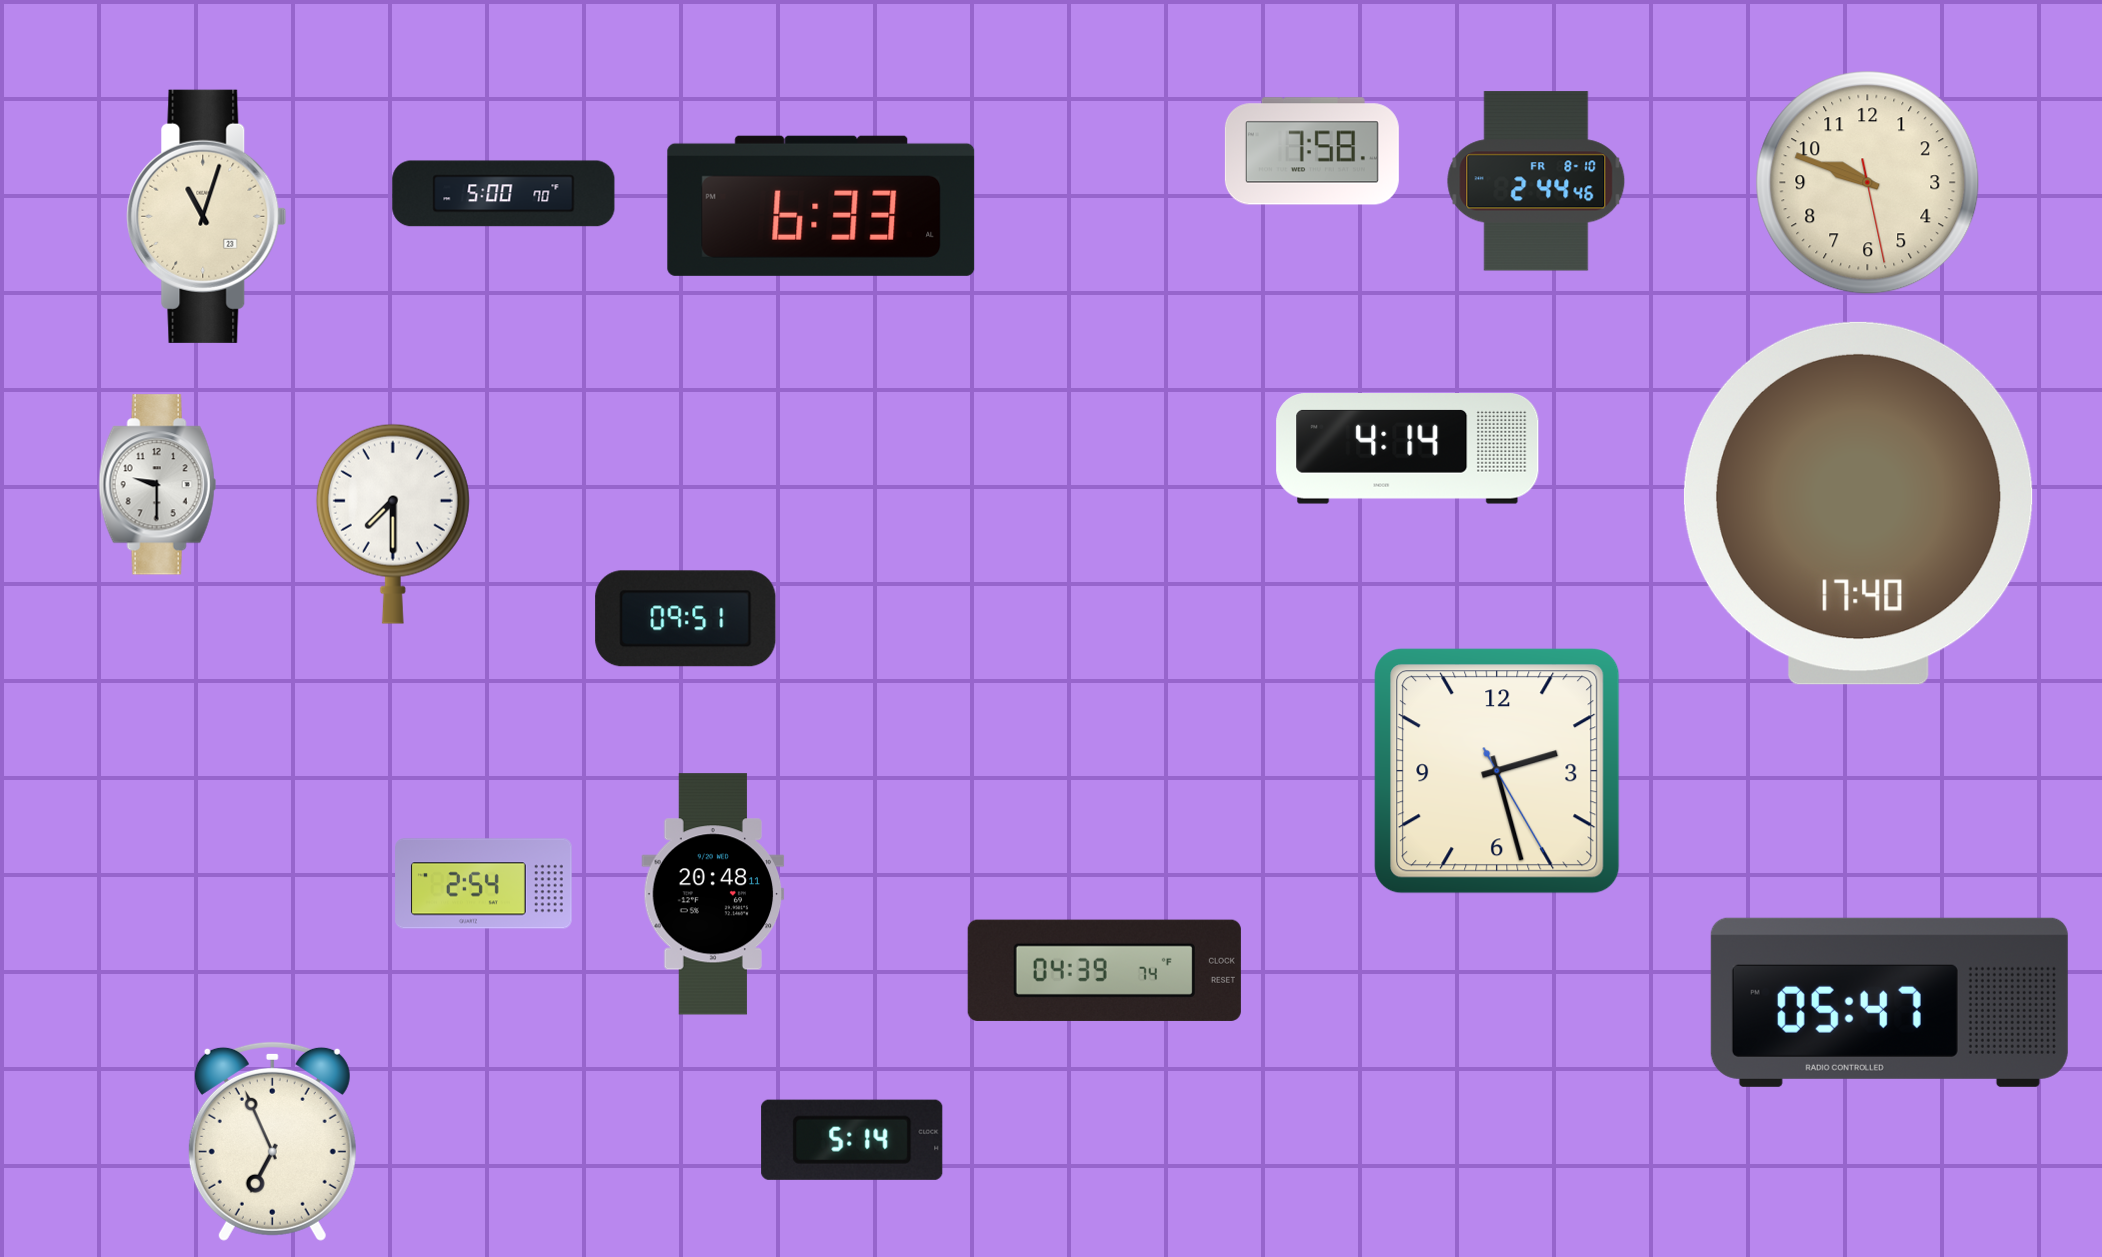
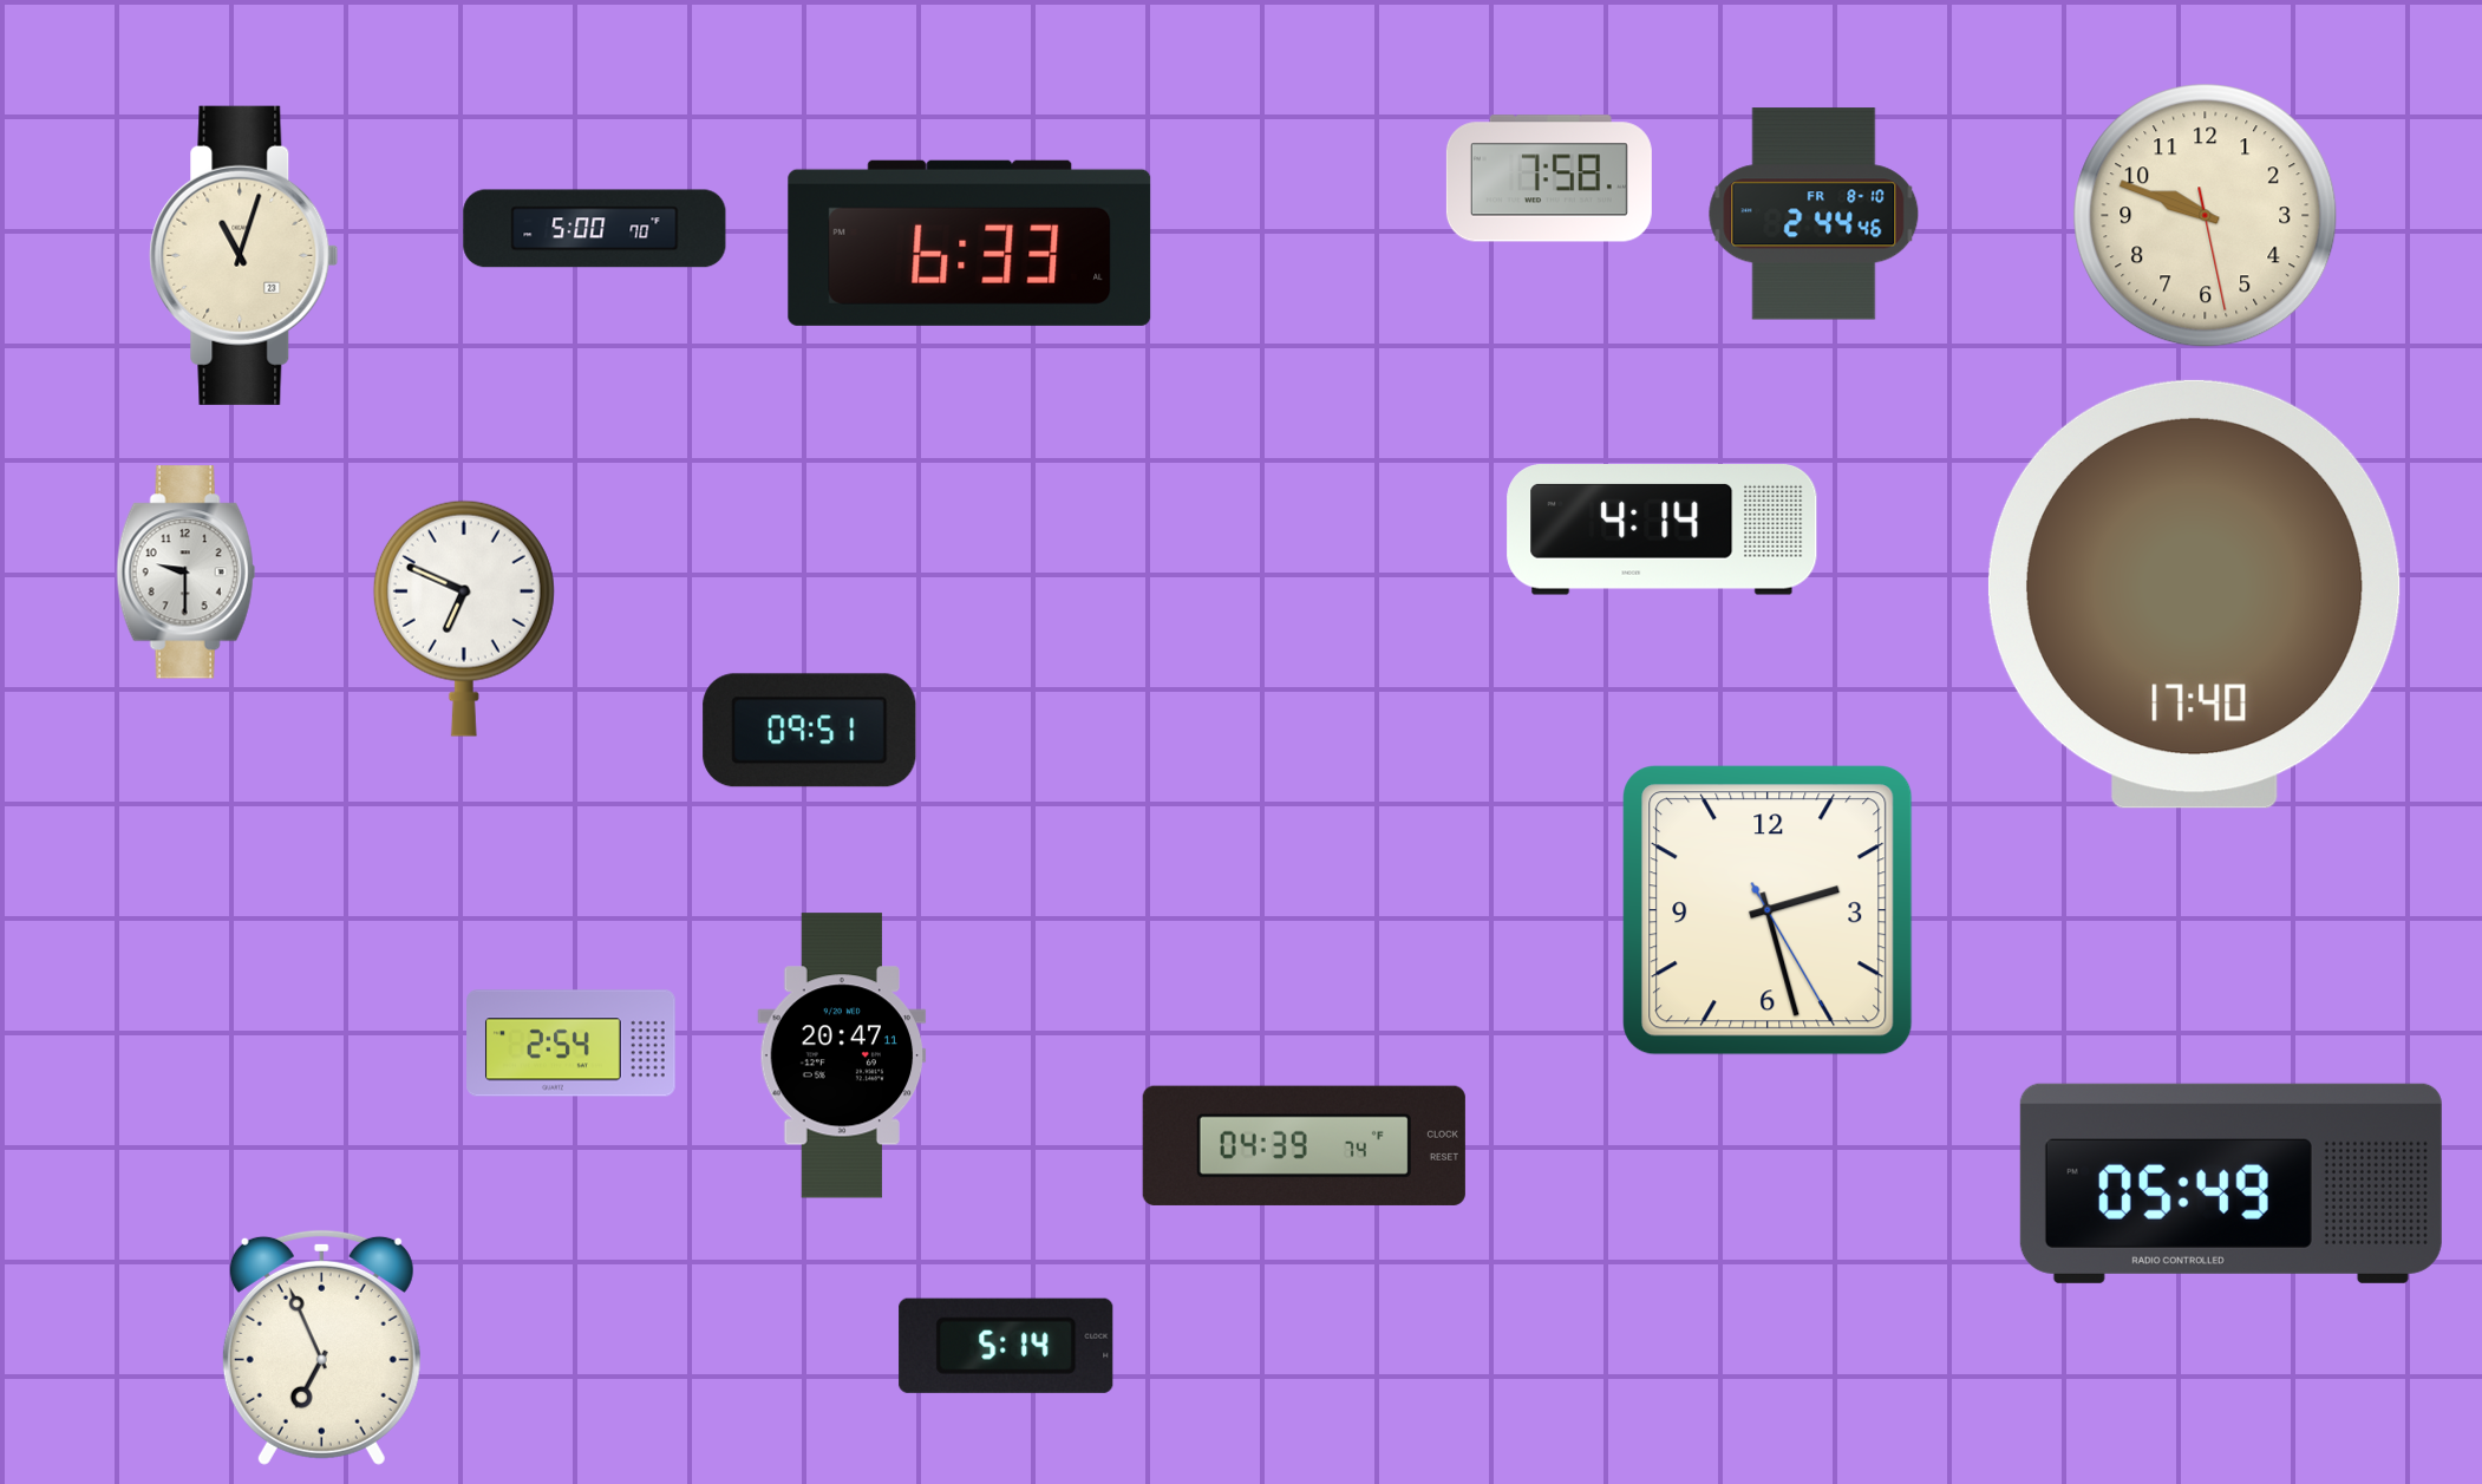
clock at (393, 524): 7:30 -> 6:49
clock at (713, 894): 20:48 -> 20:47
clock at (1889, 1002): 05:47 -> 05:49
